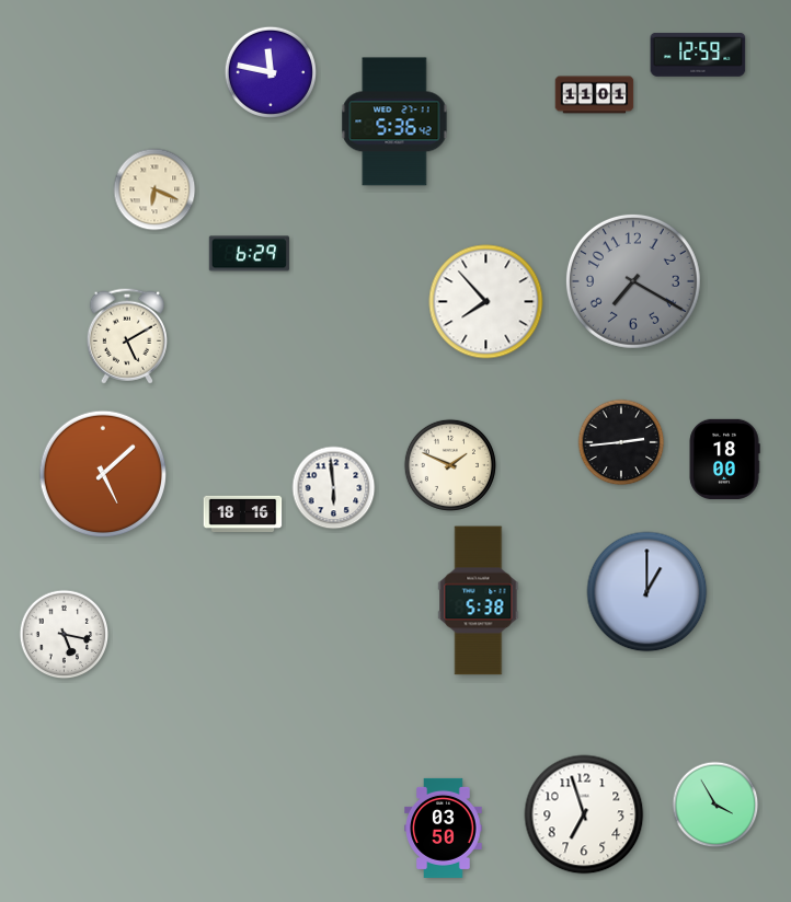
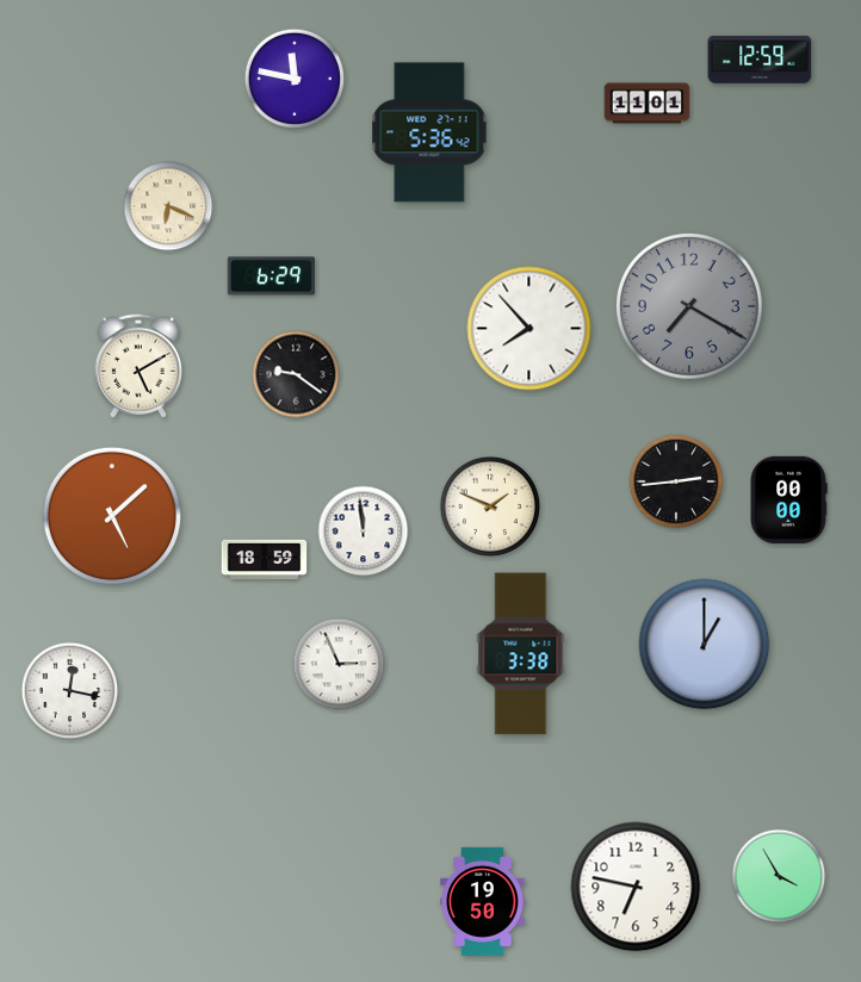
clock at (296, 374): none -> 9:21
clock at (724, 459): 18:00 -> 00:00
clock at (334, 488): 5:59 -> 11:59
clock at (243, 513): 18:16 -> 18:59
clock at (479, 601): 5:38 -> 3:38
clock at (339, 664): none -> 2:56
clock at (65, 635): 5:17 -> 12:17
clock at (584, 814): 6:57 -> 6:47
clock at (444, 828): 03:50 -> 19:50
